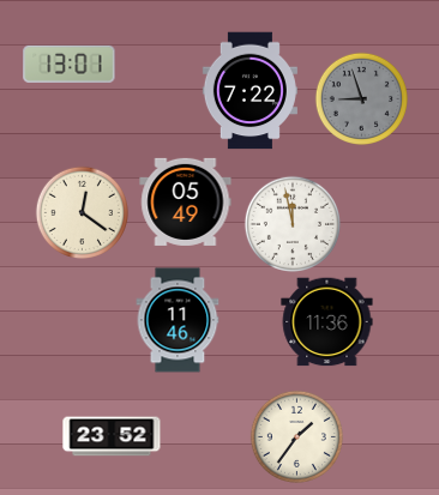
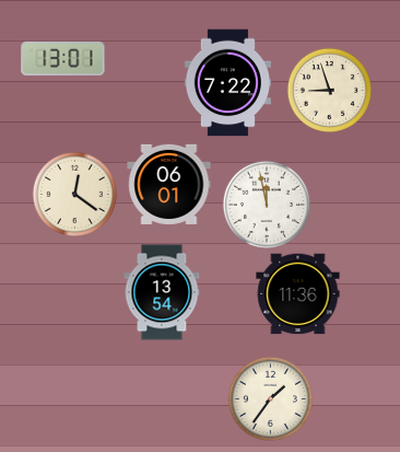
clock at (361, 98) dial: grey -> cream
clock at (186, 201): 05:49 -> 06:01
clock at (178, 320): 11:46 -> 13:54
clock at (112, 436): 23:52 -> none
